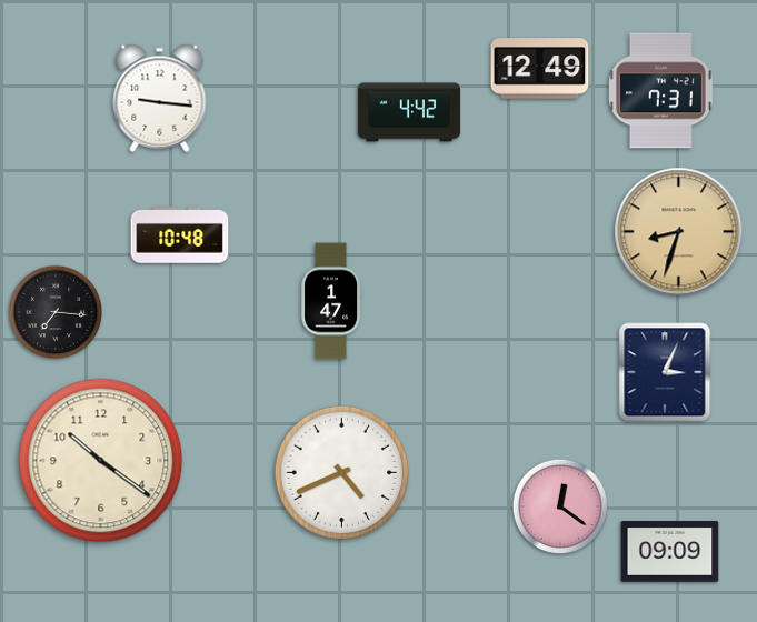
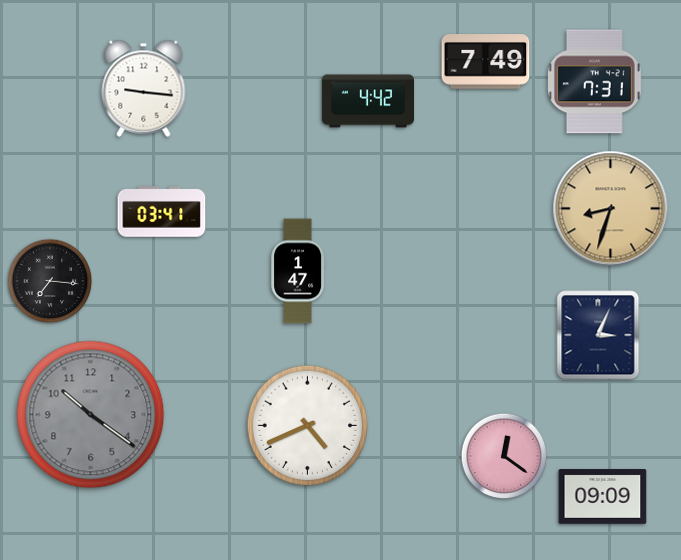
clock at (540, 69): 12:49 -> 7:49
clock at (180, 235): 10:48 -> 03:41
clock at (101, 461) dial: cream -> grey
